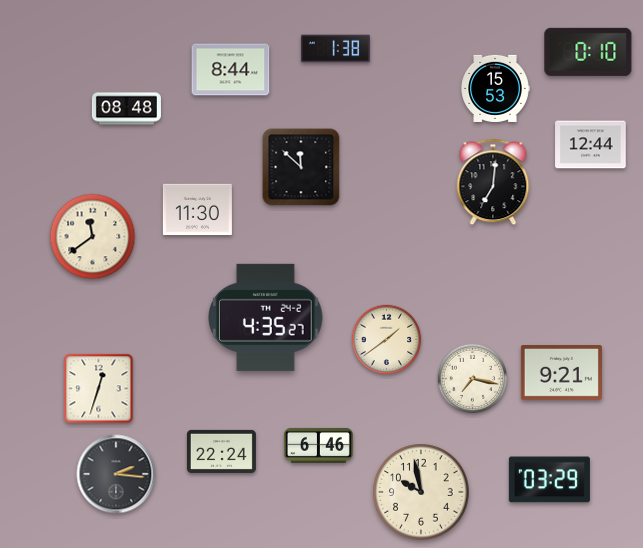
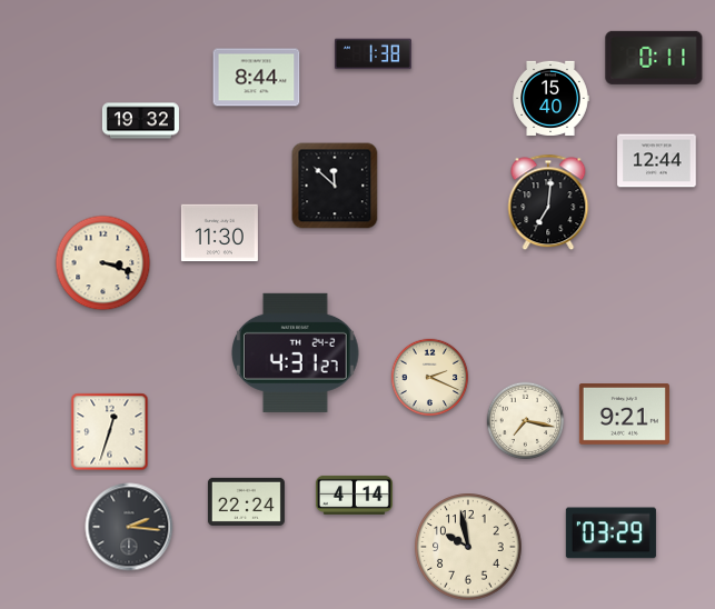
clock at (588, 52): 0:10 -> 0:11
clock at (495, 88): 15:53 -> 15:40
clock at (126, 109): 08:48 -> 19:32
clock at (93, 237): 11:39 -> 3:18
clock at (266, 317): 4:35 -> 4:31
clock at (387, 340): 1:39 -> 2:19
clock at (318, 445): 6:46 -> 4:14
